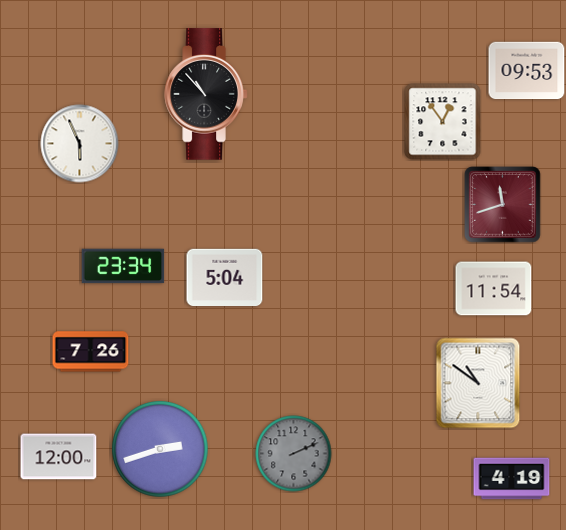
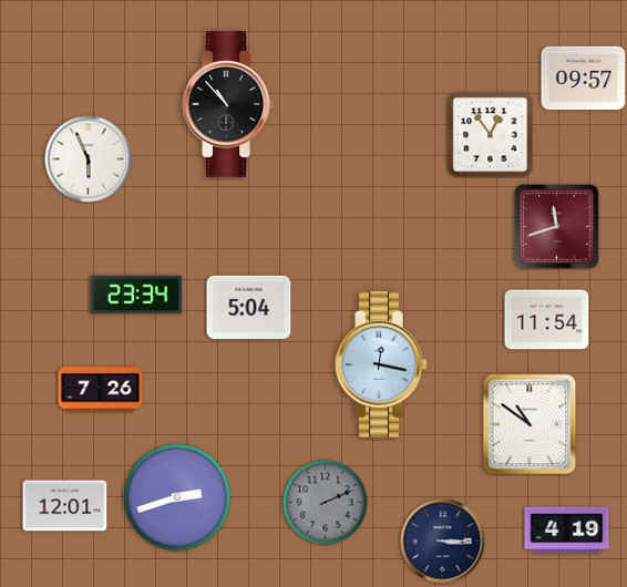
clock at (527, 71): 09:53 -> 09:57
clock at (381, 364): none -> 12:17
clock at (59, 457): 12:00 -> 12:01
clock at (443, 542): none -> 3:15
